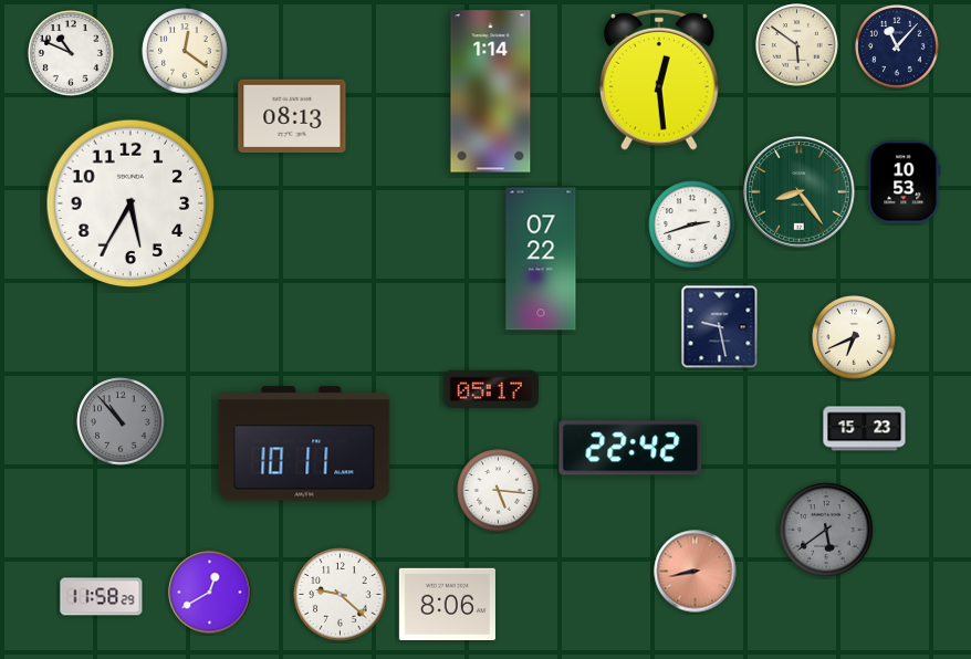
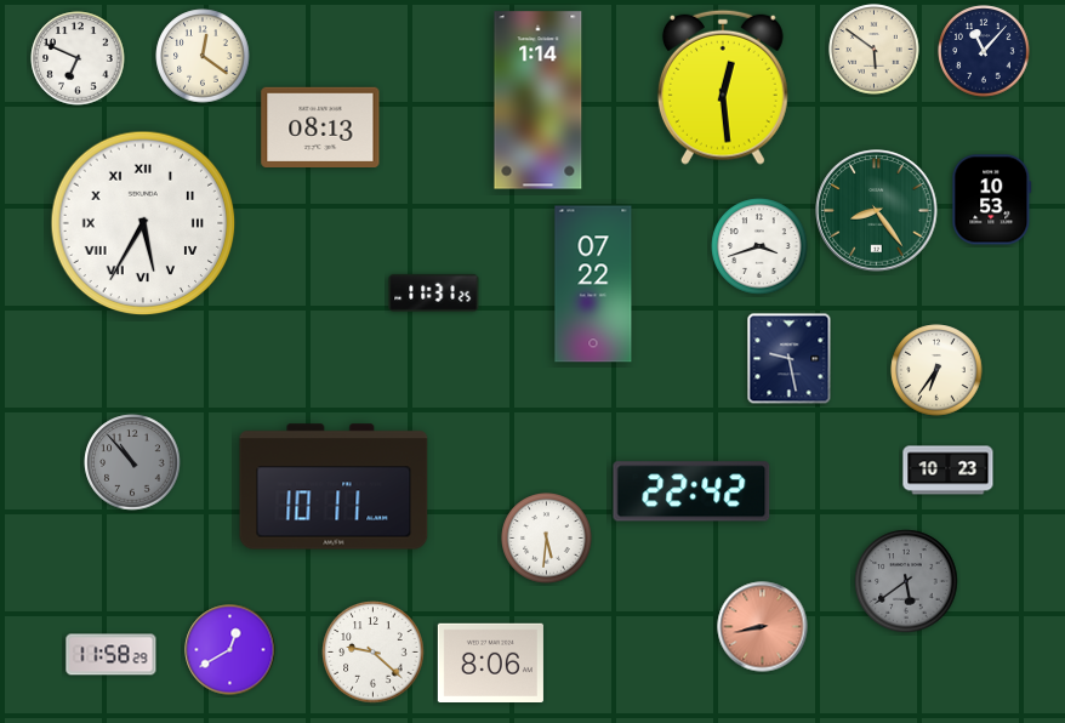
clock at (71, 53): 10:49 -> 6:49
clock at (130, 203) numerals: Arabic -> Roman
clock at (692, 224): 2:42 -> 3:42
clock at (434, 292): none -> 11:31
clock at (854, 337): 6:41 -> 6:36
clock at (491, 389): 05:17 -> none
clock at (865, 429): 15:23 -> 10:23
clock at (499, 491): 5:16 -> 5:31
